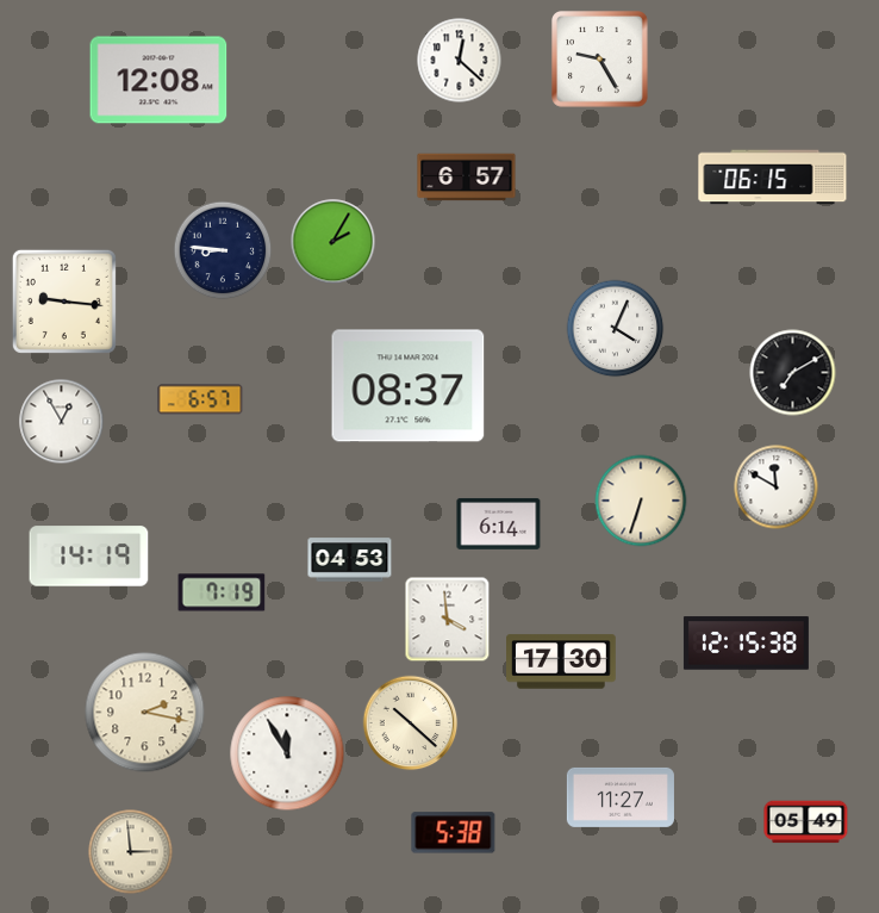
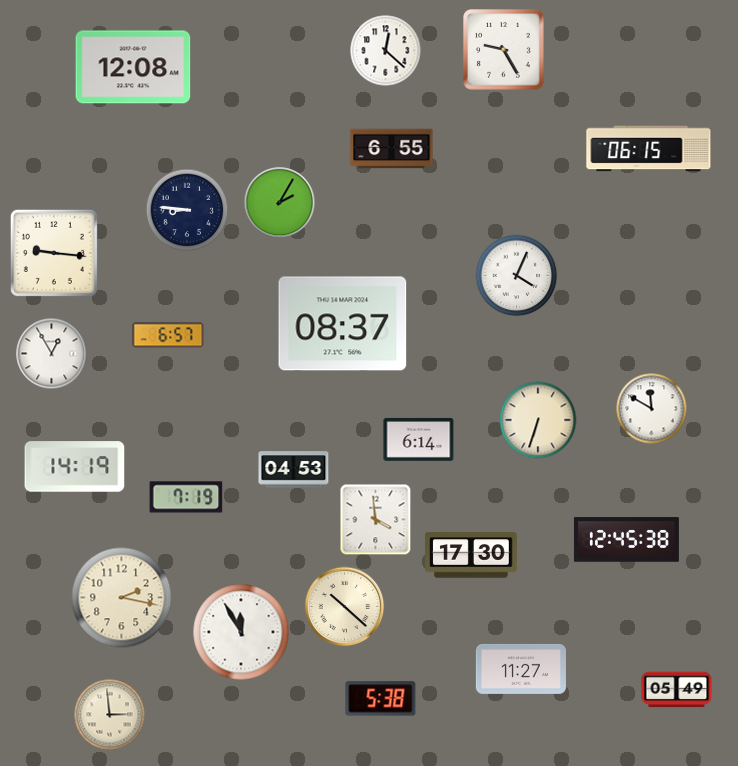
clock at (467, 178): 6:57 -> 6:55
clock at (793, 373): 7:10 -> none
clock at (746, 644): 12:15 -> 12:45
